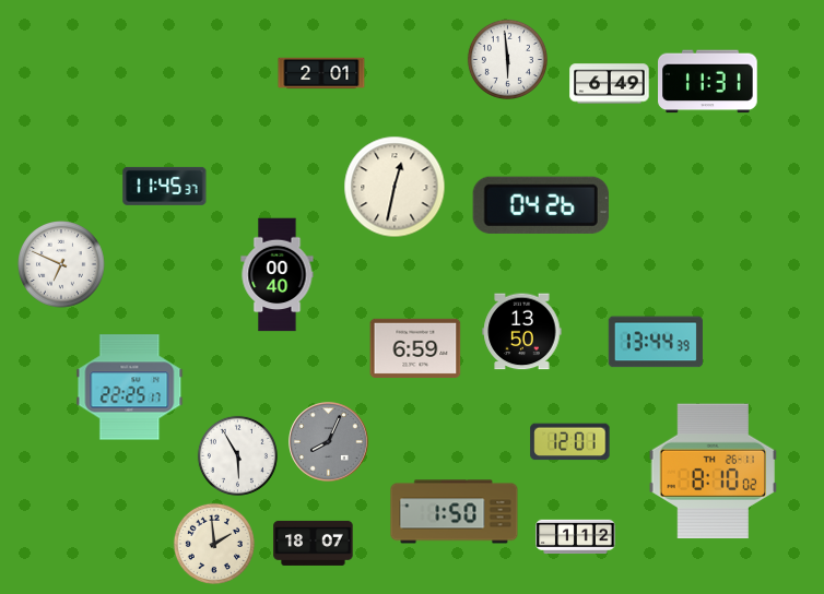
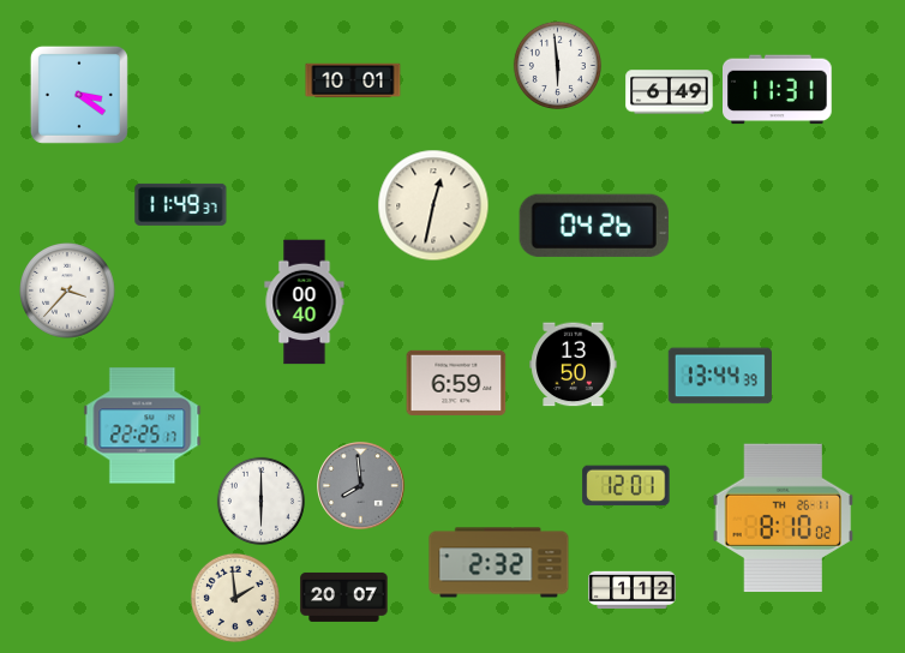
clock at (321, 73): 2:01 -> 10:01
clock at (79, 95): none -> 3:21
clock at (165, 186): 11:45 -> 11:49
clock at (62, 265): 6:49 -> 3:37
clock at (329, 442): 8:04 -> 7:59
clock at (237, 455): 5:55 -> 6:00
clock at (455, 512): 1:50 -> 2:32
clock at (314, 543): 18:07 -> 20:07
